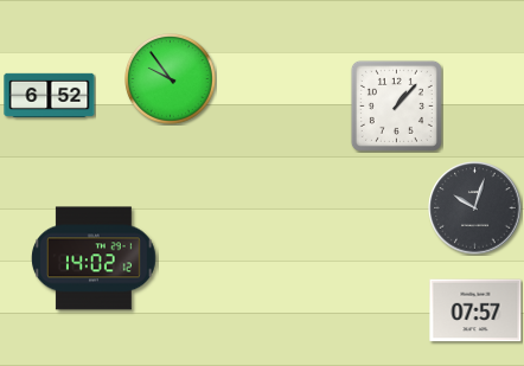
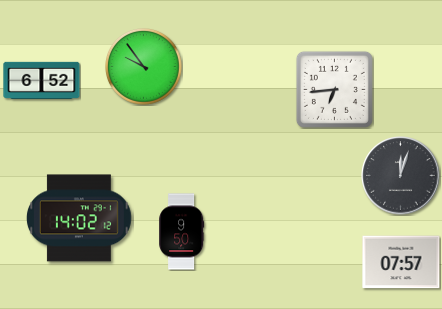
clock at (396, 105): 1:07 -> 6:44
clock at (475, 208): 10:03 -> 12:03
clock at (182, 232): none -> 9:50
